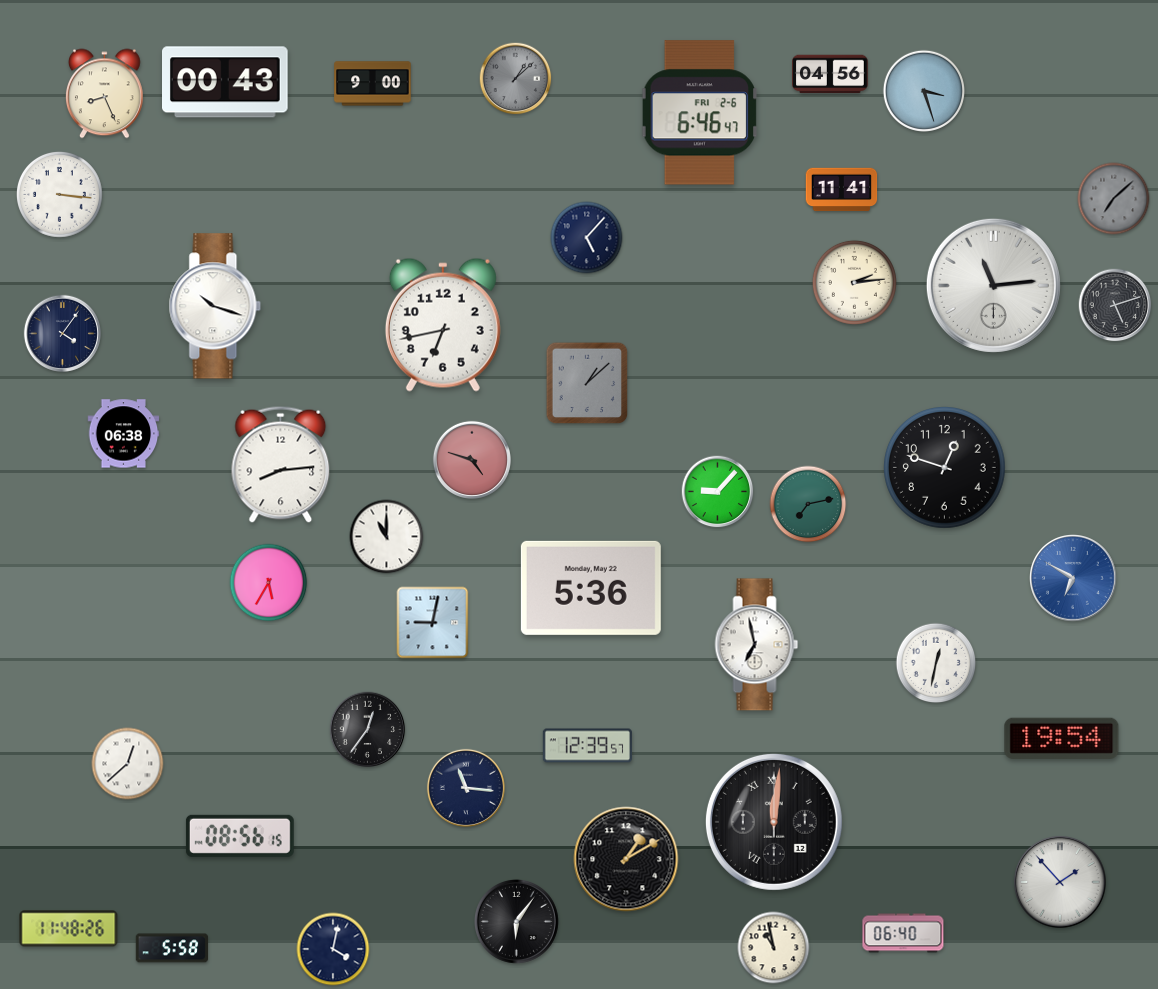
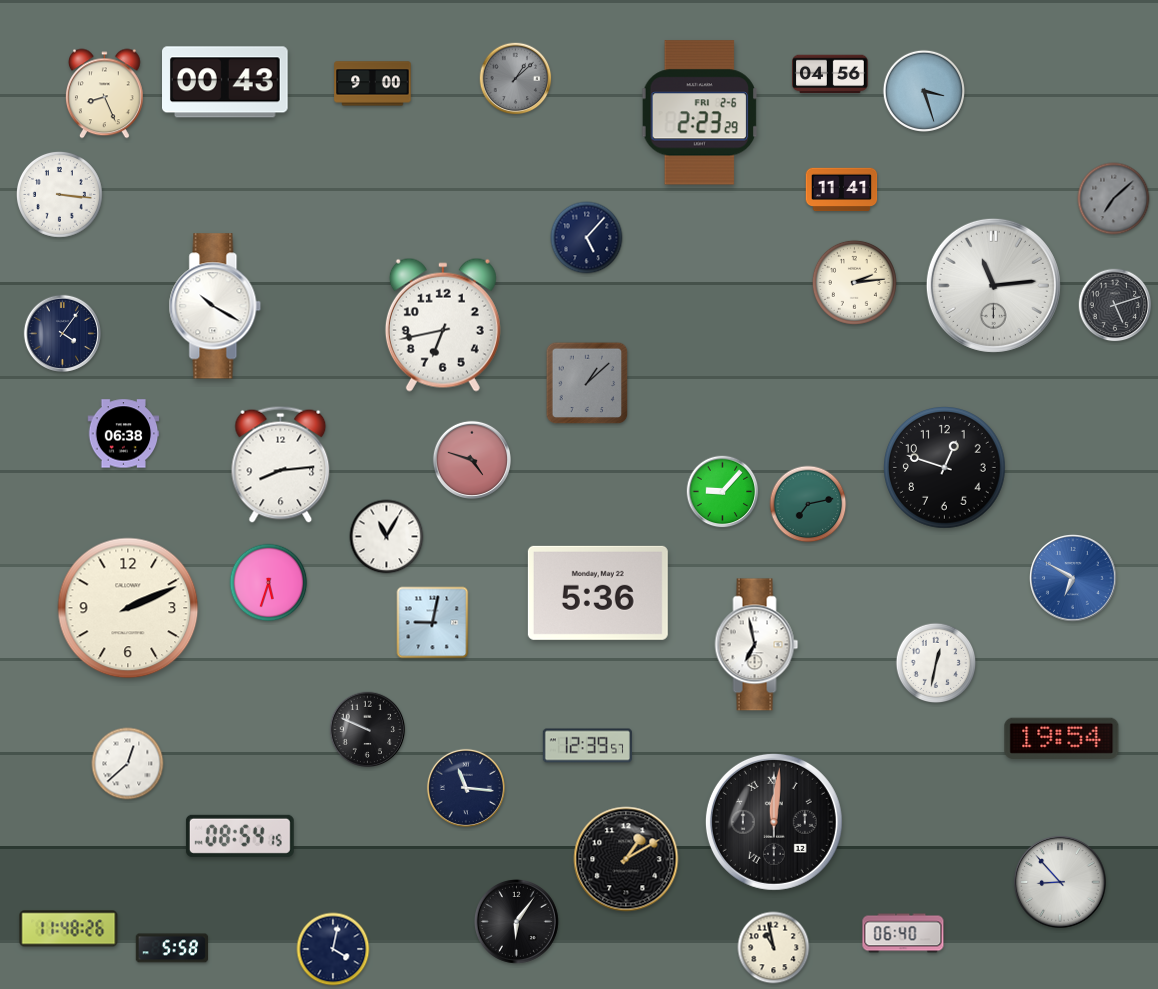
clock at (699, 113): 6:46 -> 2:23
clock at (215, 306): 10:18 -> 10:20
clock at (718, 492) position: (718, 492) -> (723, 492)
clock at (387, 537): 11:00 -> 11:05
clock at (269, 583): 5:35 -> 5:33
clock at (591, 588) position: (591, 588) -> (598, 593)
clock at (128, 608): none -> 2:11
clock at (368, 730): 12:36 -> 9:49
clock at (240, 836): 08:56 -> 08:54
clock at (1060, 882): 1:53 -> 8:53
